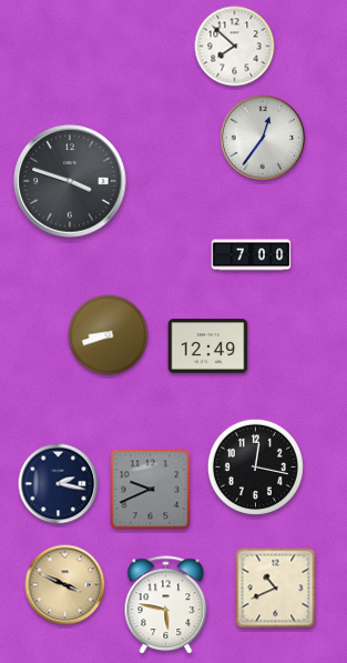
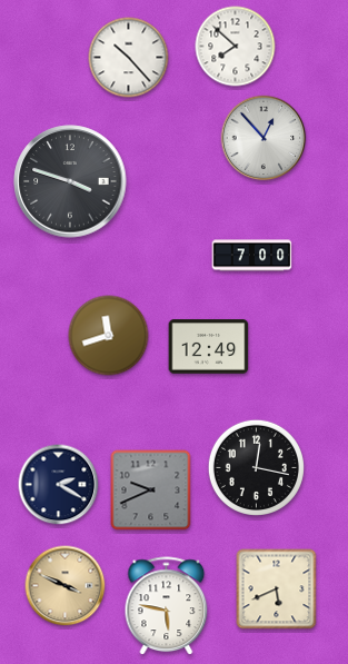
clock at (129, 58): none -> 10:23
clock at (263, 138): 12:36 -> 12:53
clock at (109, 335): 8:42 -> 11:42
clock at (59, 484): 2:17 -> 2:20
clock at (276, 589): 10:41 -> 5:41
